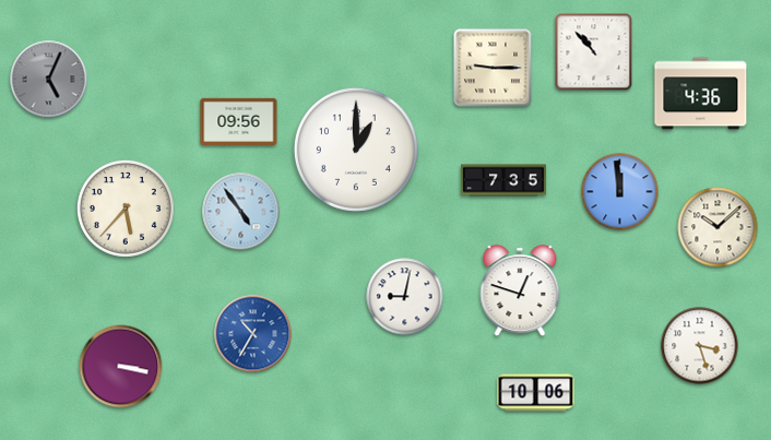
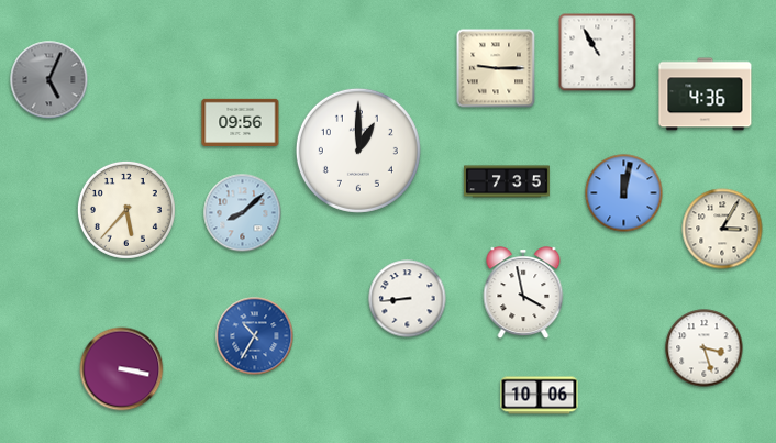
clock at (594, 52): 10:53 -> 10:55
clock at (620, 192): 11:59 -> 12:02
clock at (241, 212): 4:54 -> 8:08
clock at (717, 227): 10:08 -> 3:05
clock at (520, 292): 12:48 -> 3:58
clock at (405, 297): 9:02 -> 8:44
